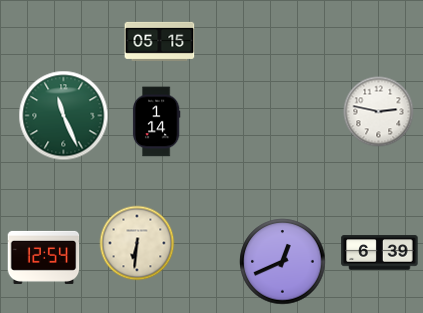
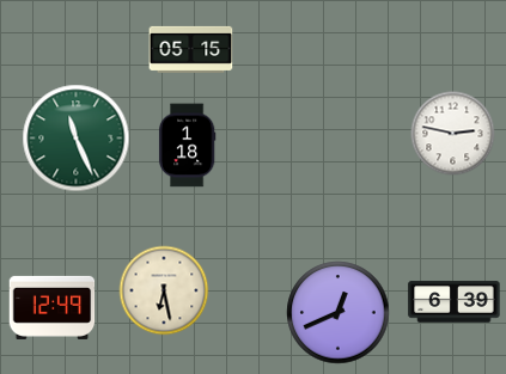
clock at (156, 122): 1:14 -> 1:18
clock at (137, 243): 6:31 -> 6:28
clock at (44, 257): 12:54 -> 12:49
